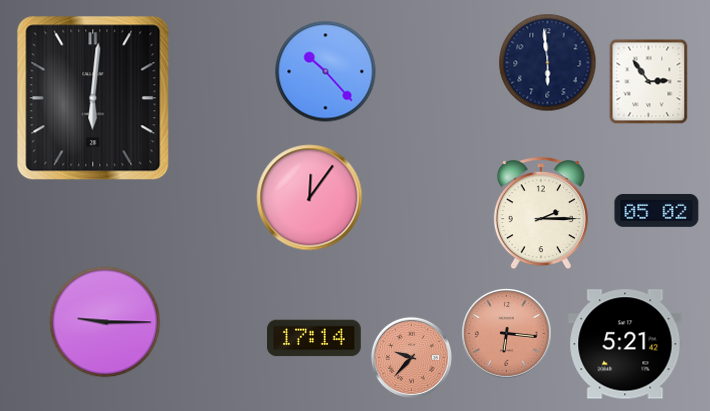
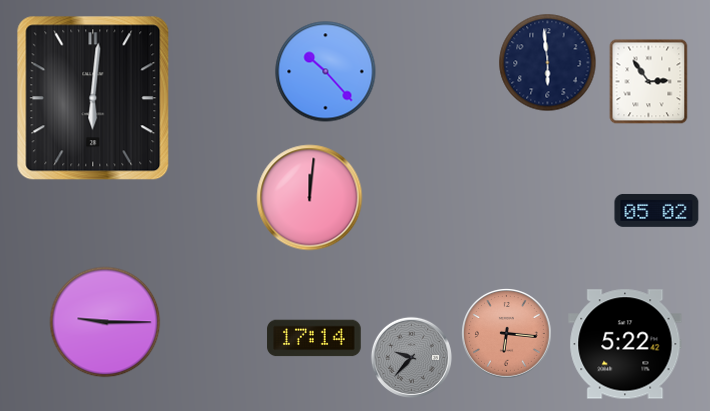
clock at (310, 198): 12:06 -> 12:01
clock at (541, 214): 2:15 -> none
clock at (625, 344): 5:21 -> 5:22
clock at (411, 357) dial: salmon -> grey
